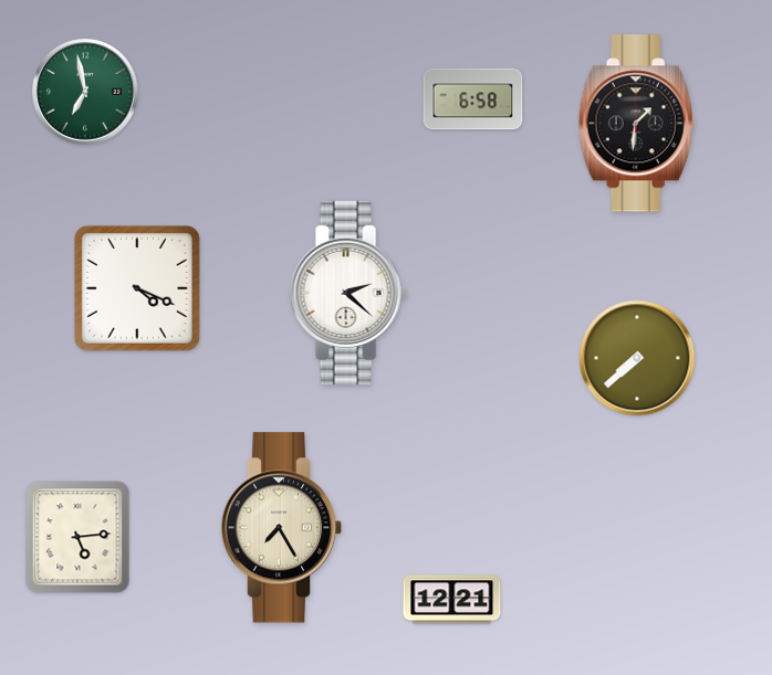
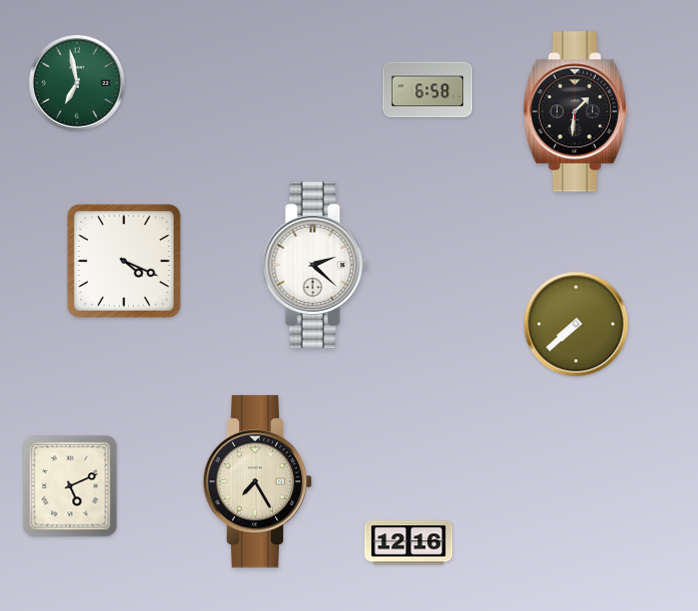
clock at (282, 528) position: (282, 528) -> (258, 482)
clock at (77, 537): 5:14 -> 5:11
clock at (452, 600): 12:21 -> 12:16
